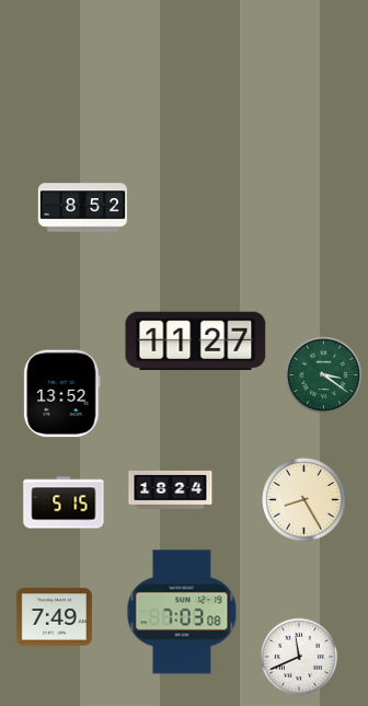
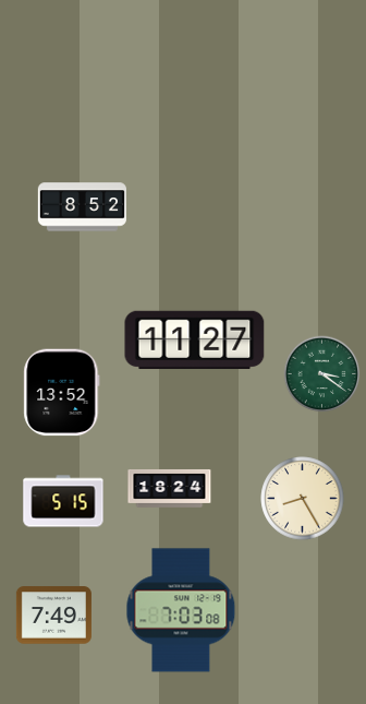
clock at (299, 657): 11:41 -> none
